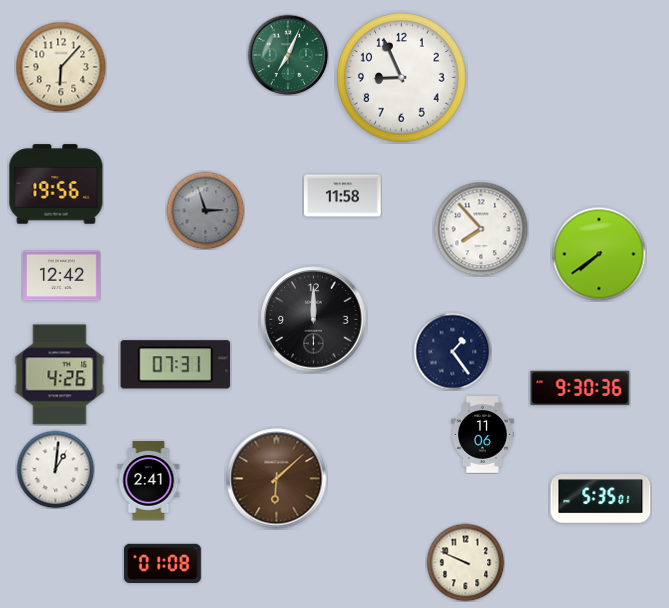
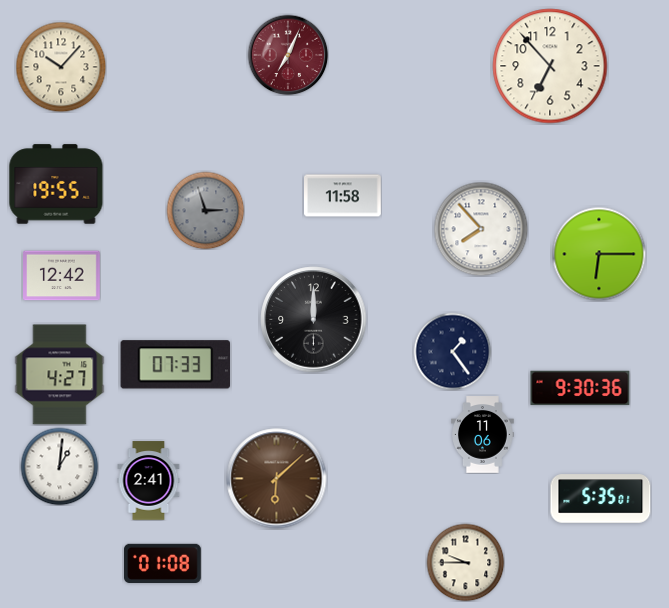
clock at (288, 55) dial: green -> burgundy
clock at (550, 66): none -> 6:53
clock at (61, 67): 6:07 -> 10:07
clock at (402, 78): 8:56 -> none
clock at (56, 184): 19:56 -> 19:55
clock at (599, 254): 7:39 -> 6:15
clock at (176, 365): 07:31 -> 07:33
clock at (60, 375): 4:26 -> 4:27
clock at (55, 469) position: (55, 469) -> (59, 466)
clock at (465, 562): 9:49 -> 9:45
